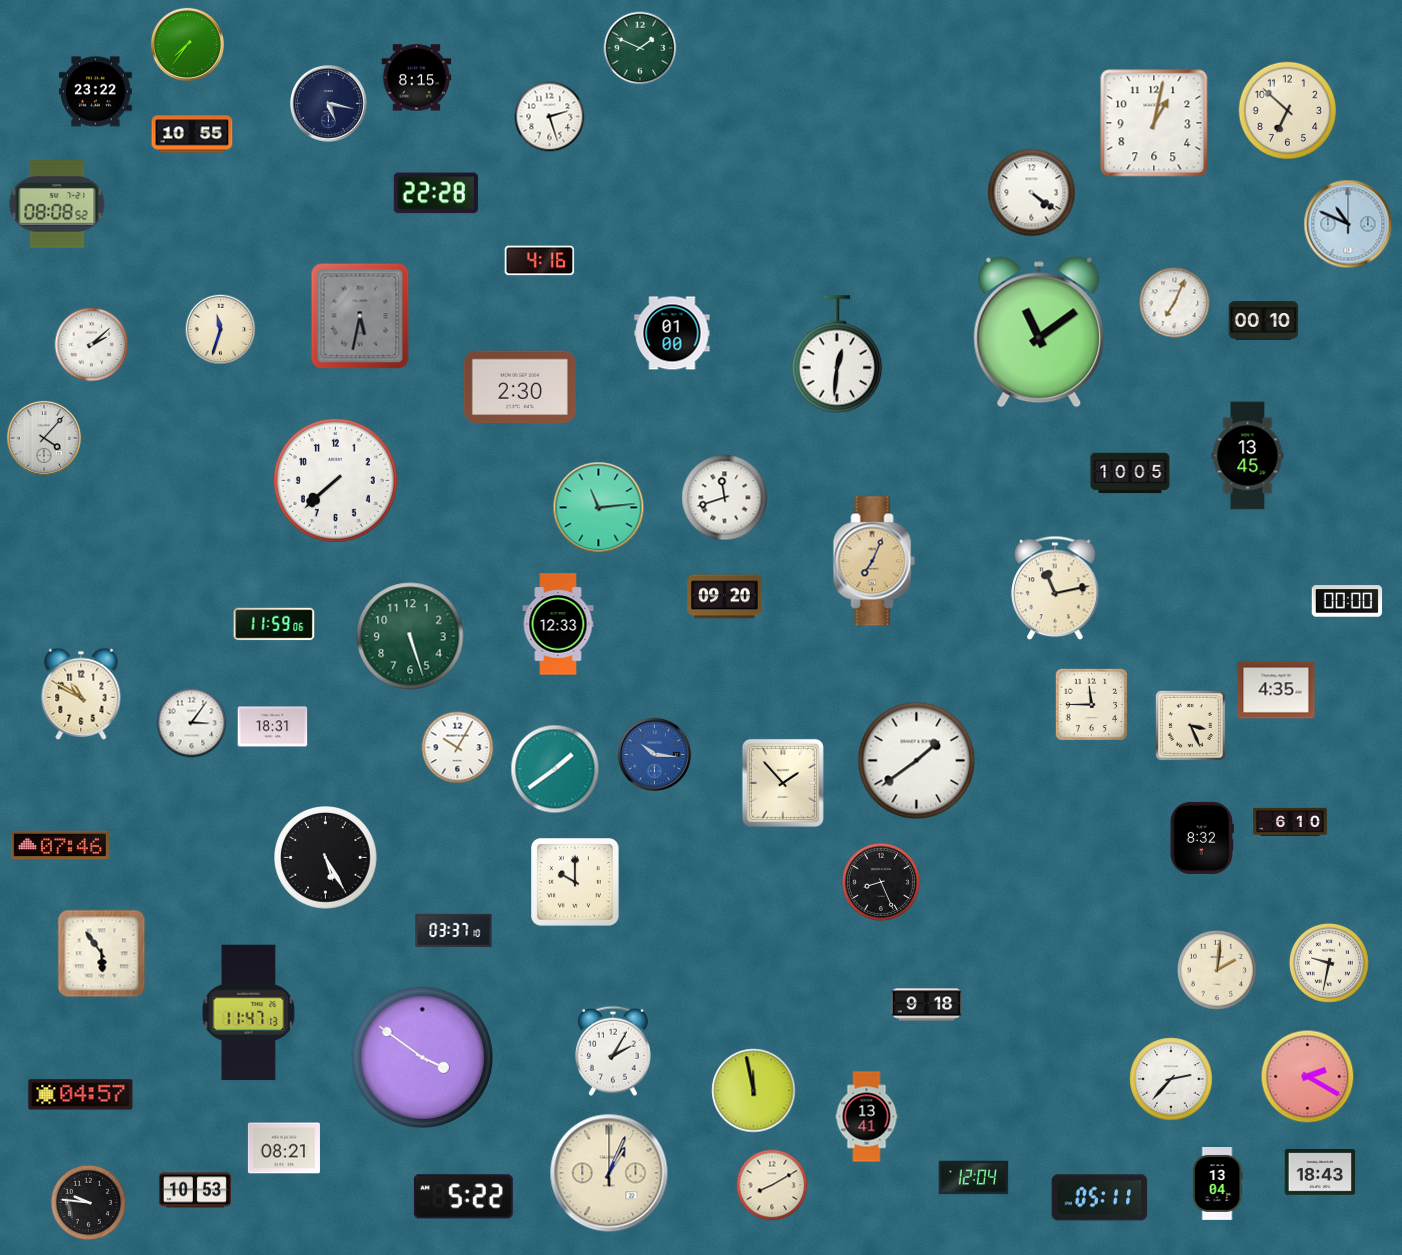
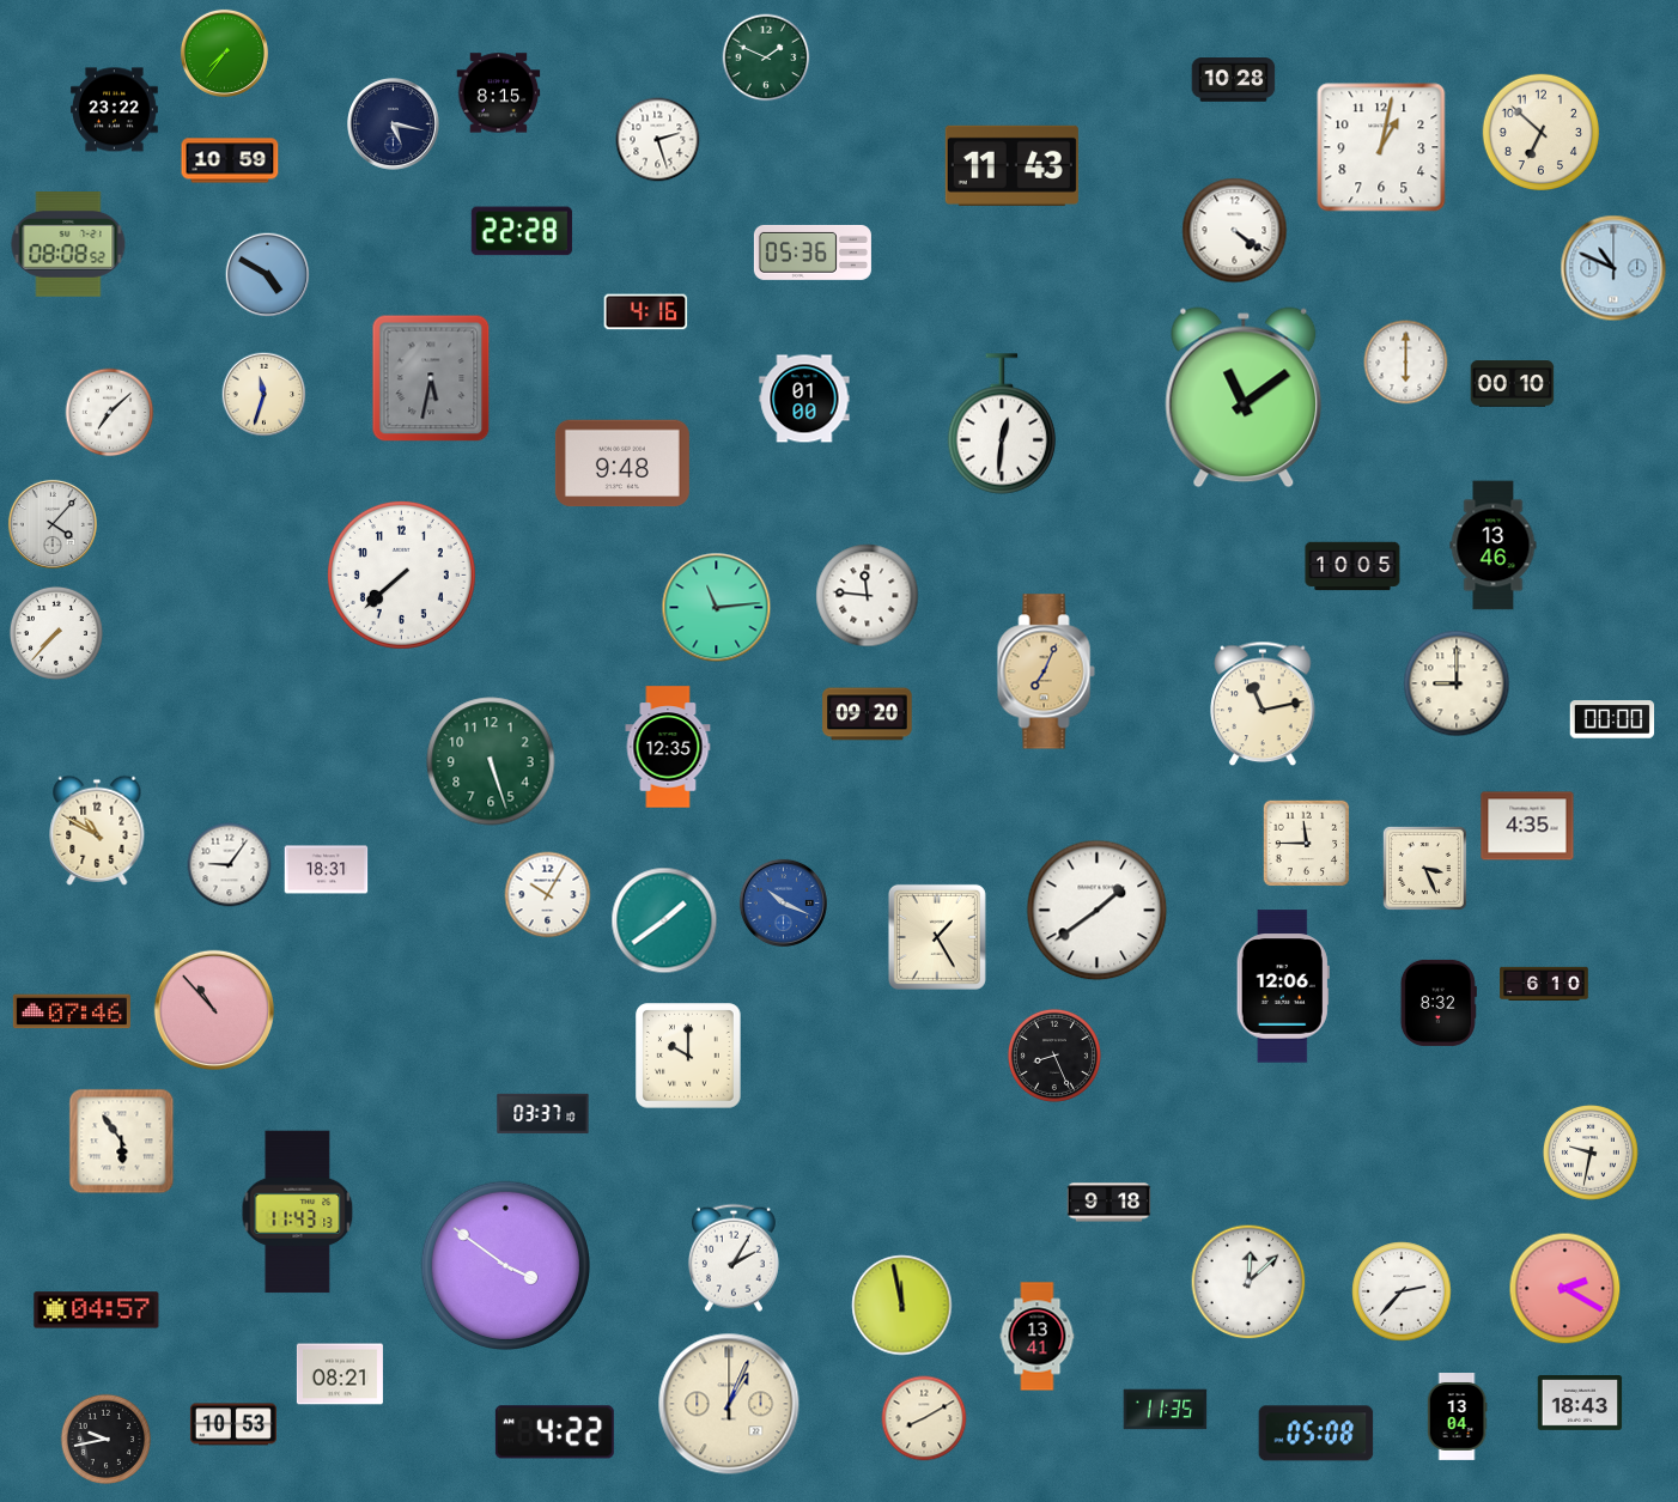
clock at (1234, 80): none -> 10:28
clock at (192, 134): 10:55 -> 10:59
clock at (1011, 165): none -> 11:43
clock at (813, 253): none -> 05:36
clock at (268, 275): none -> 4:50
clock at (1175, 303): 7:04 -> 6:00
clock at (92, 345): 2:08 -> 7:08
clock at (520, 387): 2:30 -> 9:48
clock at (1248, 456): 13:45 -> 13:46
clock at (725, 498): 11:42 -> 11:46
clock at (56, 633): none -> 7:37
clock at (1457, 683): none -> 9:00
clock at (274, 624): 11:59 -> none
clock at (558, 624): 12:33 -> 12:35
clock at (192, 723): 3:06 -> 9:06
clock at (654, 754): 10:16 -> 10:19
clock at (783, 783): 1:53 -> 1:25
clock at (1283, 986): none -> 12:06
clock at (213, 1009): none -> 10:53
clock at (326, 858): 5:25 -> none
clock at (1217, 970): 2:01 -> none
clock at (249, 1013): 11:47 -> 11:43
clock at (1248, 1282): none -> 12:08
clock at (974, 1178): 12:04 -> 11:35
clock at (463, 1197): 5:22 -> 4:22
clock at (1100, 1198): 05:11 -> 05:08
clock at (89, 1203): 9:46 -> 9:43
